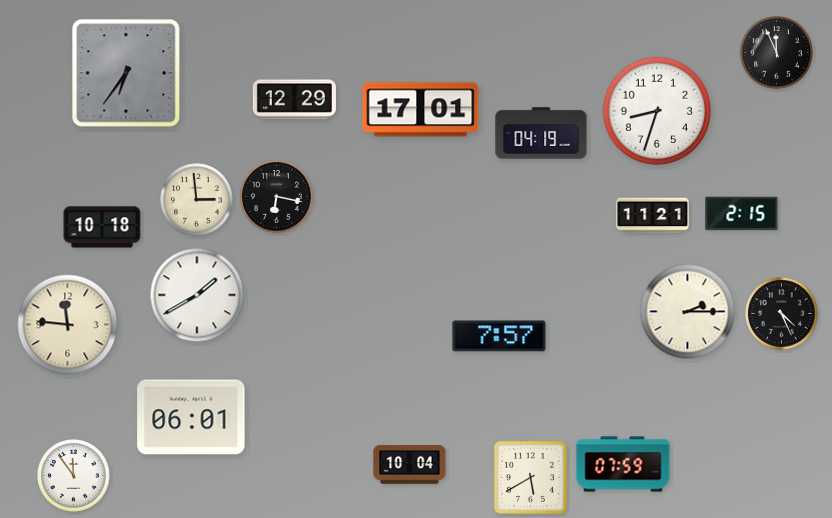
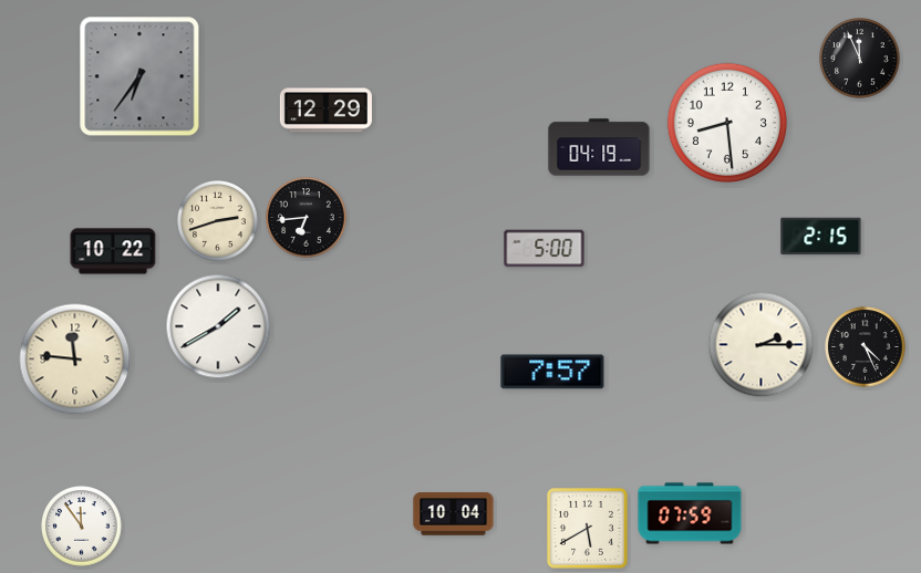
clock at (126, 73) position: (126, 73) -> (139, 76)
clock at (421, 110): 17:01 -> none
clock at (657, 111): 8:33 -> 8:29
clock at (277, 197): 6:17 -> 6:44
clock at (197, 200): 2:59 -> 2:42
clock at (653, 216): 11:21 -> none
clock at (545, 249): none -> 5:00
clock at (102, 227): 10:18 -> 10:22
clock at (191, 417): 06:01 -> none
